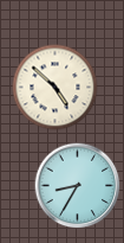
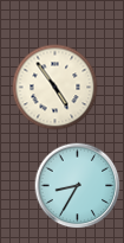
clock at (56, 88): 4:52 -> 4:54
